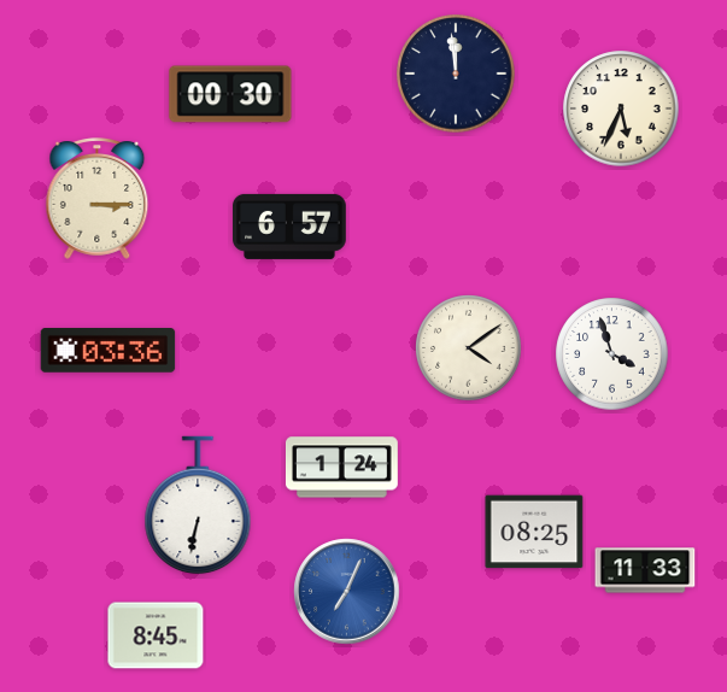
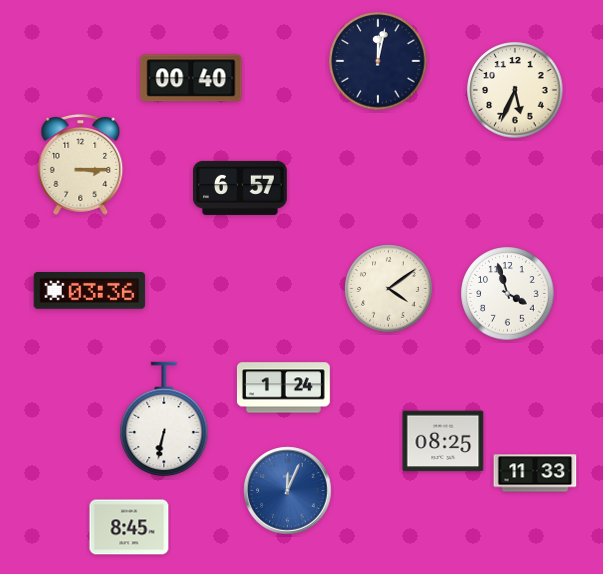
clock at (456, 74): 11:59 -> 12:02
clock at (230, 94): 00:30 -> 00:40
clock at (347, 592): 7:04 -> 12:04
